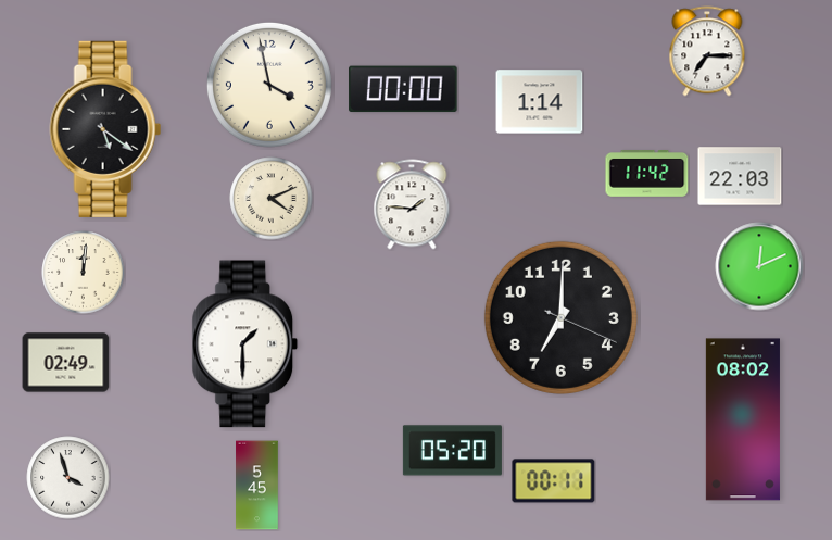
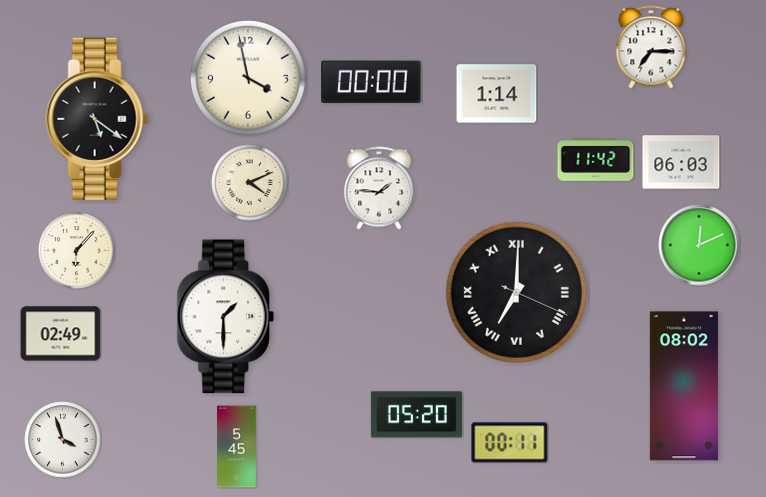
clock at (740, 176): 22:03 -> 06:03
clock at (84, 273): 12:01 -> 6:07
clock at (560, 317) numerals: Arabic -> Roman
